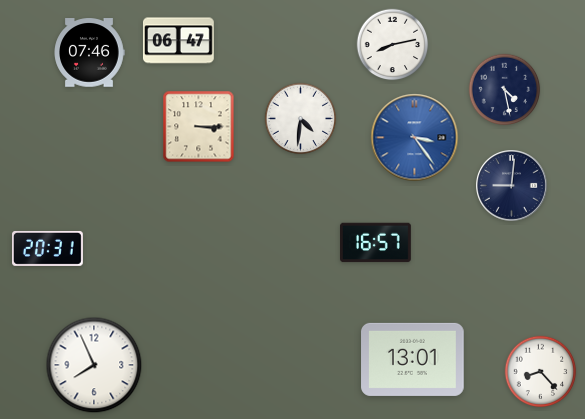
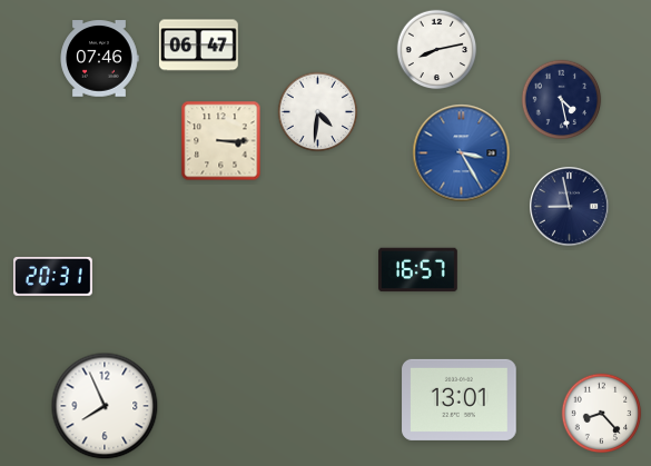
clock at (301, 119) position: (301, 119) -> (318, 112)
clock at (415, 138): 3:24 -> 3:25
clock at (512, 186): 9:01 -> 8:58
